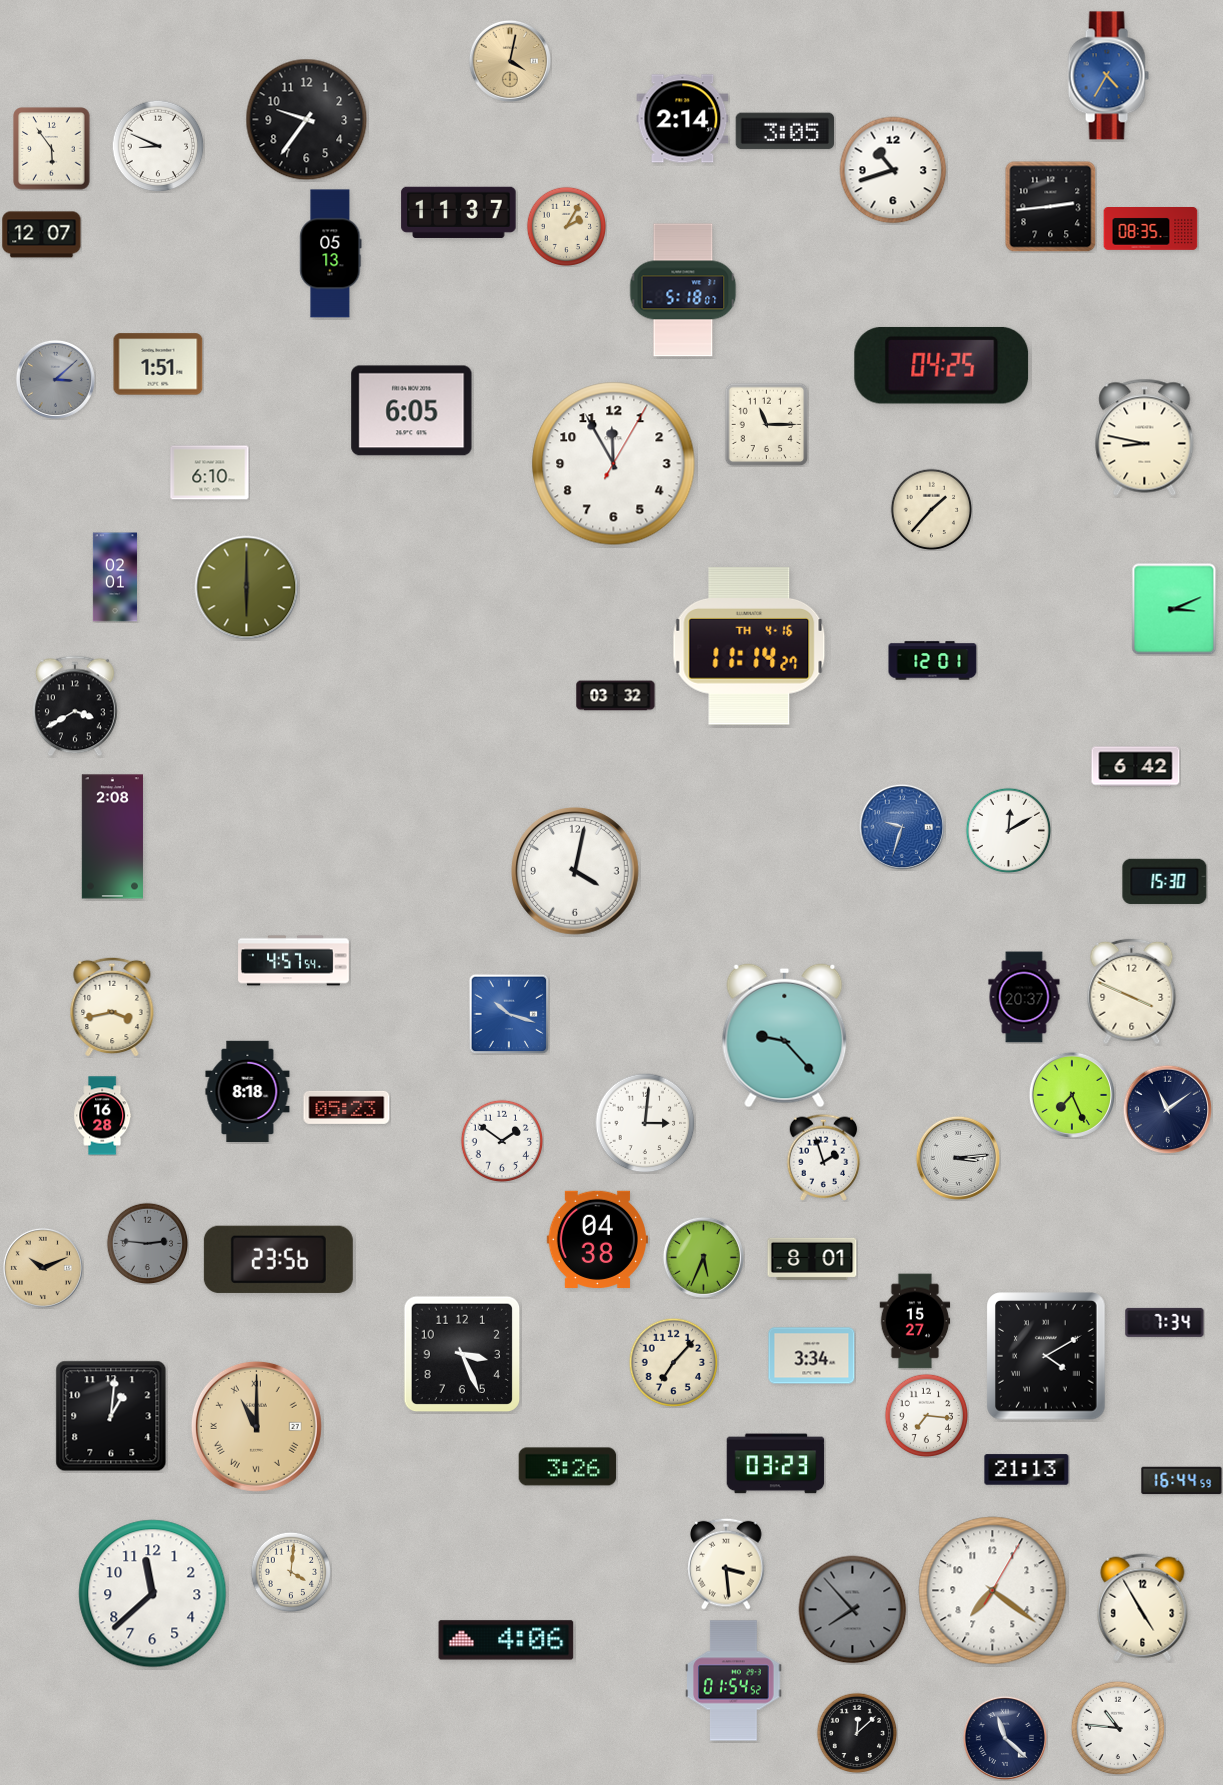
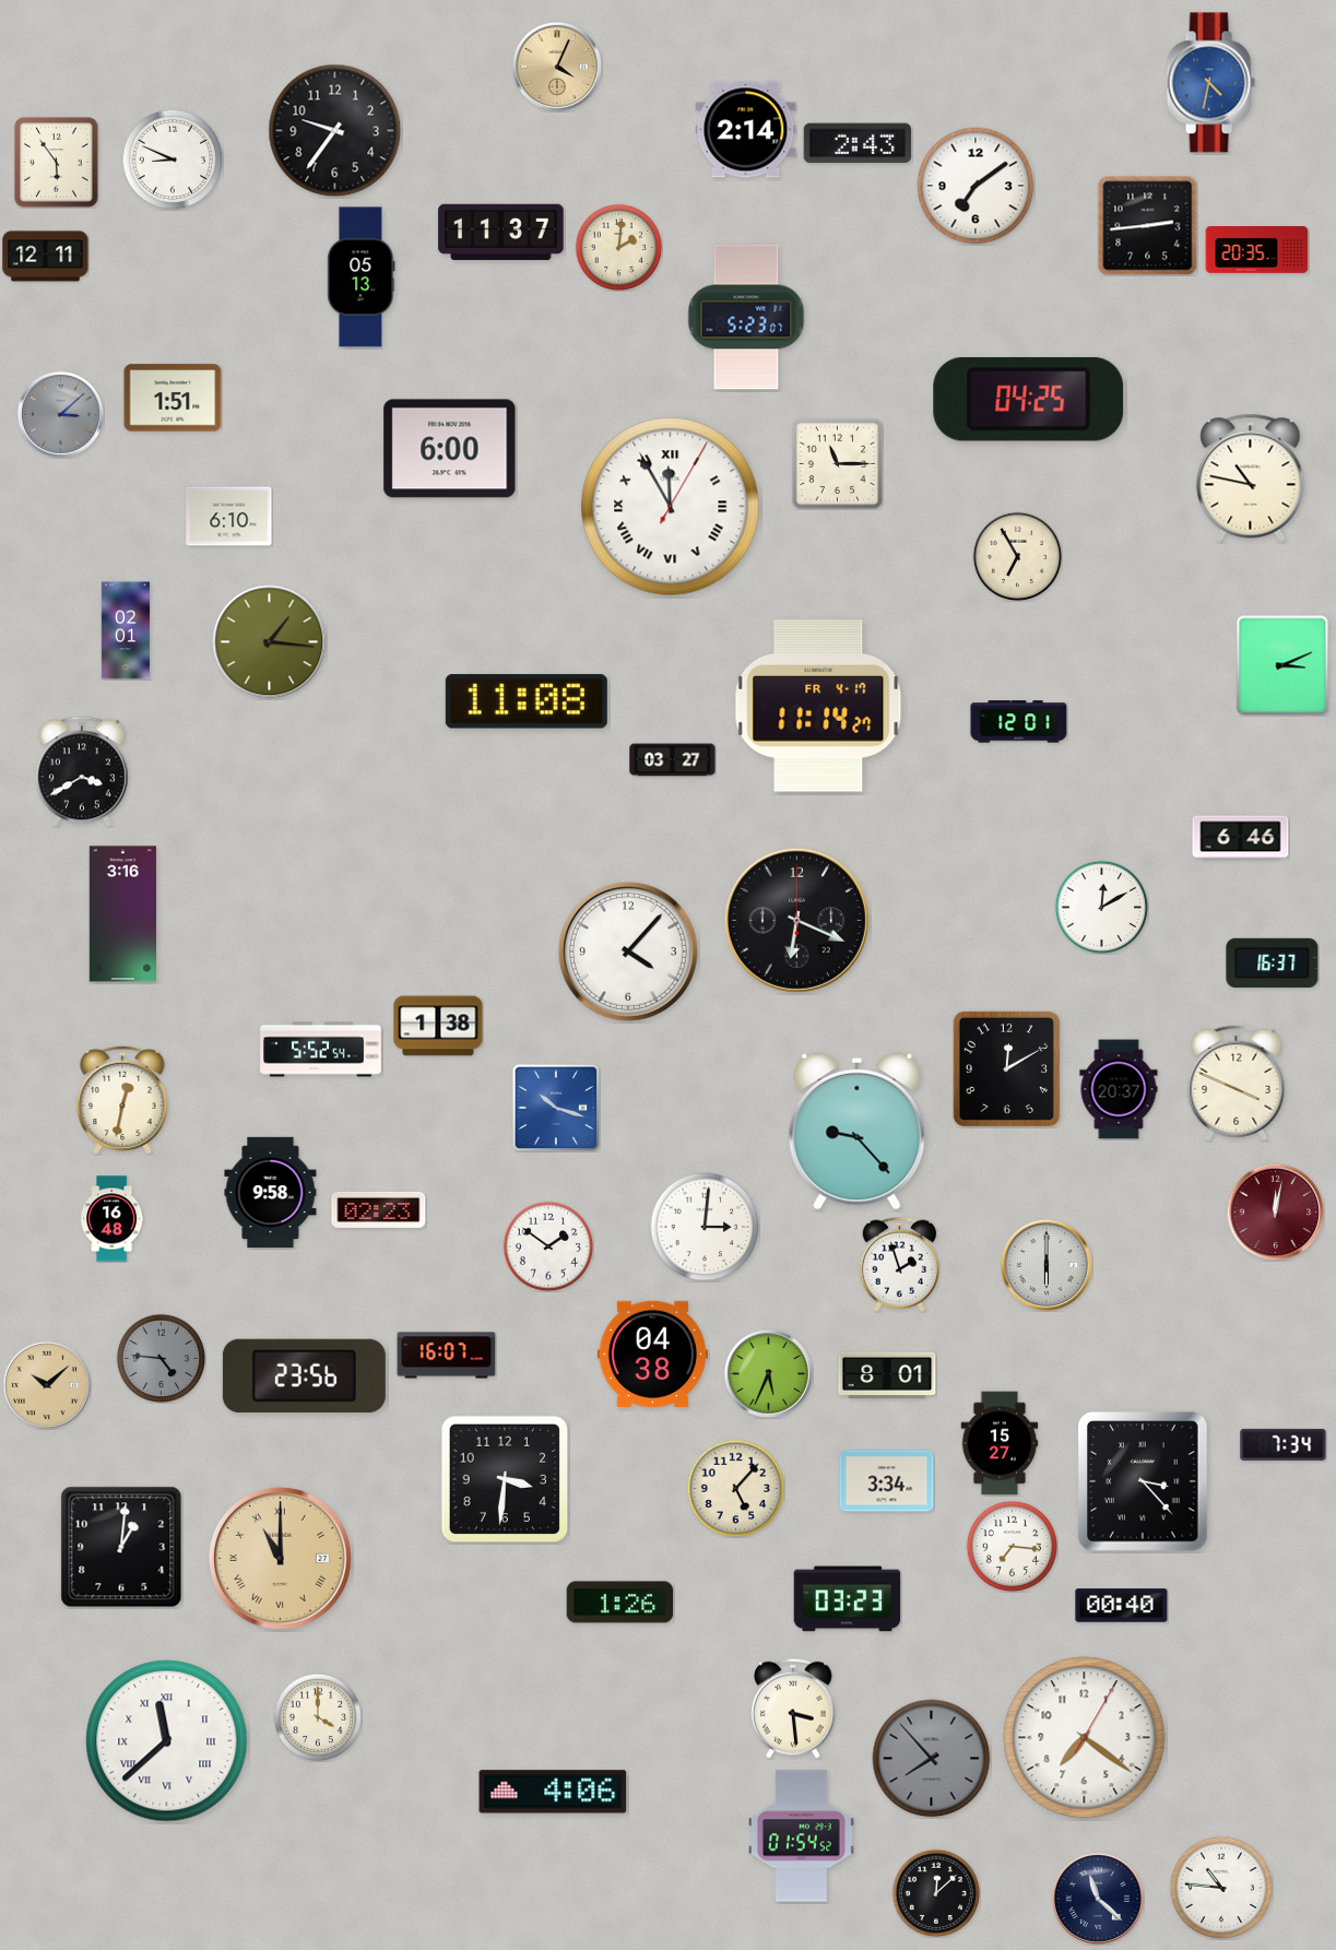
clock at (510, 61): 4:02 -> 4:04
clock at (1108, 76): 4:35 -> 4:32
clock at (785, 131): 3:05 -> 2:43
clock at (893, 170): 10:42 -> 7:09
clock at (566, 226): 2:05 -> 2:01
clock at (1151, 229): 08:35 -> 20:35
clock at (42, 235): 12:07 -> 12:11
clock at (683, 290): 5:18 -> 5:23
clock at (412, 411): 6:05 -> 6:00
clock at (1145, 437): 8:47 -> 10:47
clock at (614, 464) numerals: Arabic -> Roman
clock at (931, 509): 1:37 -> 6:55
clock at (247, 588): 6:00 -> 1:16
clock at (527, 701): none -> 11:08
clock at (749, 646) date: TH 4-16 -> FR 4-17
clock at (616, 696): 03:32 -> 03:27
clock at (1136, 767): 6:42 -> 6:46
clock at (901, 826): 9:33 -> none
clock at (112, 837): 2:08 -> 3:16
clock at (796, 920): none -> 6:19
clock at (576, 872): 4:02 -> 4:07
clock at (1165, 881): 15:30 -> 16:37
clock at (438, 1026): none -> 1:38
clock at (294, 961): 4:57 -> 5:52
clock at (1006, 1068): none -> 12:10
clock at (112, 1007): 3:43 -> 12:32
clock at (248, 1092): 8:18 -> 9:58
clock at (1071, 1094): 7:26 -> none
clock at (347, 1107): 05:23 -> 02:23
clock at (1167, 1109): 11:09 -> 12:02
clock at (1167, 1109) dial: navy -> burgundy
clock at (103, 1116): 16:28 -> 16:48
clock at (958, 1158): 3:14 -> 6:00
clock at (447, 1356): none -> 16:07
clock at (147, 1243): 2:46 -> 4:46
clock at (43, 1268): 10:11 -> 10:08
clock at (1165, 1322) position: (1165, 1322) -> (1284, 1444)
clock at (462, 1354): 3:26 -> 3:31
clock at (1046, 1356): 4:10 -> 3:23
clock at (673, 1362): 7:07 -> 5:07
clock at (568, 1467): 3:26 -> 1:26
clock at (1027, 1470): 21:13 -> 00:40
clock at (1182, 1481): 16:44 -> none
clock at (290, 1571): 4:01 -> 4:00
clock at (153, 1594) numerals: Arabic -> Roman
clock at (1143, 1608): 4:55 -> none
